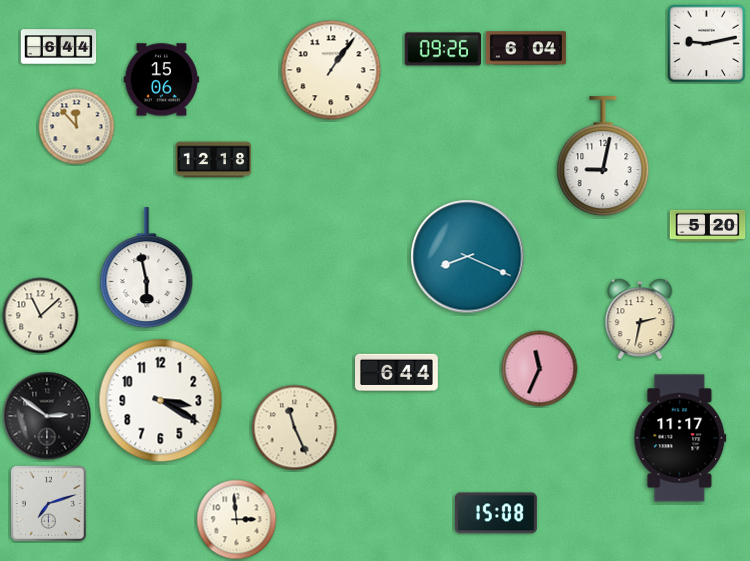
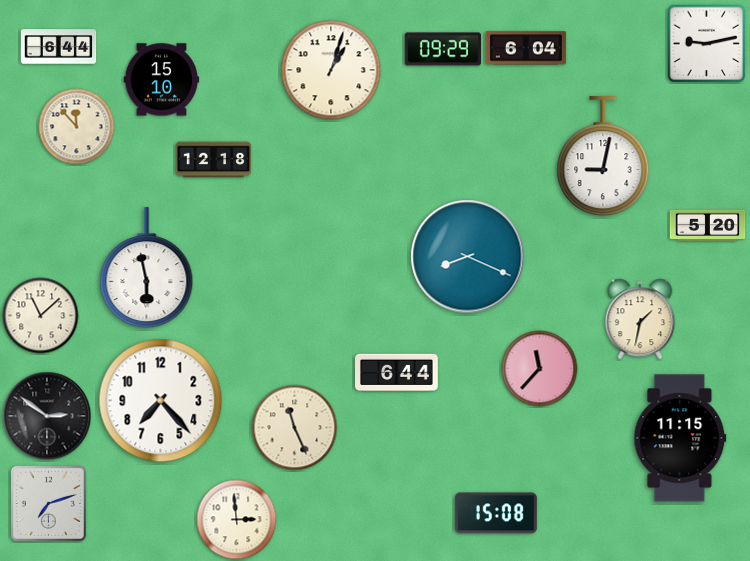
clock at (443, 49): 09:26 -> 09:29
clock at (331, 70): 1:06 -> 1:03
clock at (162, 80): 15:06 -> 15:10
clock at (640, 319): 2:32 -> 1:32
clock at (540, 369): 11:34 -> 11:37
clock at (161, 401): 3:20 -> 7:23
clock at (680, 438): 11:17 -> 11:15
